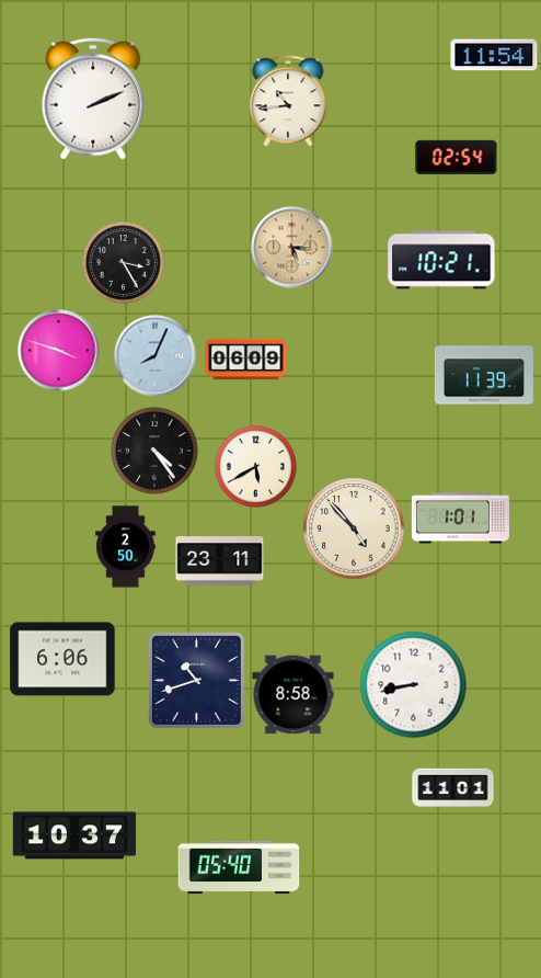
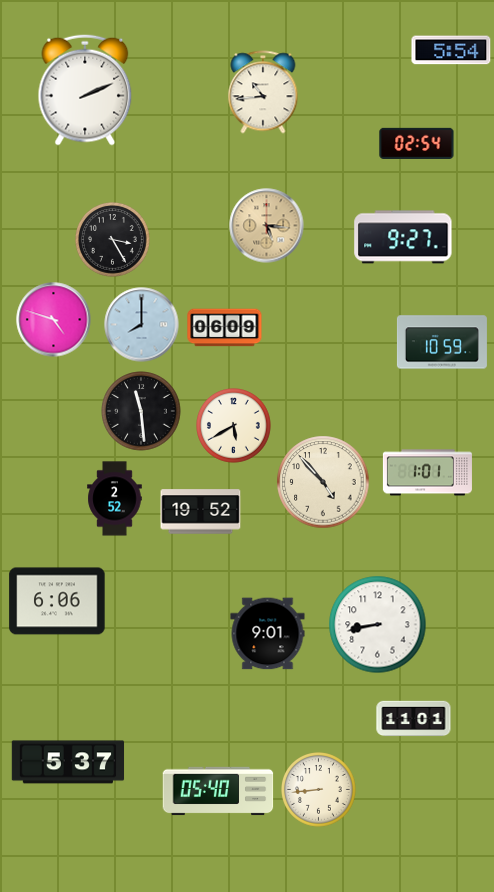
clock at (494, 55): 11:54 -> 5:54
clock at (441, 260): 10:21 -> 9:27
clock at (59, 351): 3:48 -> 4:48
clock at (156, 356): 8:04 -> 8:00
clock at (484, 375): 11:39 -> 10:59
clock at (154, 451): 4:24 -> 11:29
clock at (460, 519) position: (460, 519) -> (427, 473)
clock at (126, 547): 2:50 -> 2:52
clock at (220, 561): 23:11 -> 19:52
clock at (196, 680): 10:42 -> none
clock at (293, 695): 8:58 -> 9:01
clock at (74, 835): 10:37 -> 5:37
clock at (319, 790): none -> 8:44
